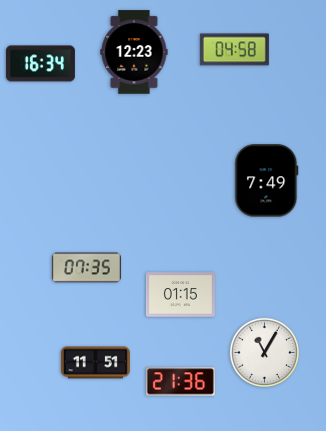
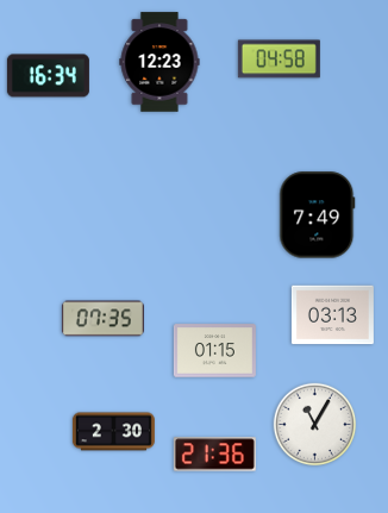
clock at (332, 315): none -> 03:13
clock at (265, 353) position: (265, 353) -> (315, 425)
clock at (95, 363): 11:51 -> 2:30
